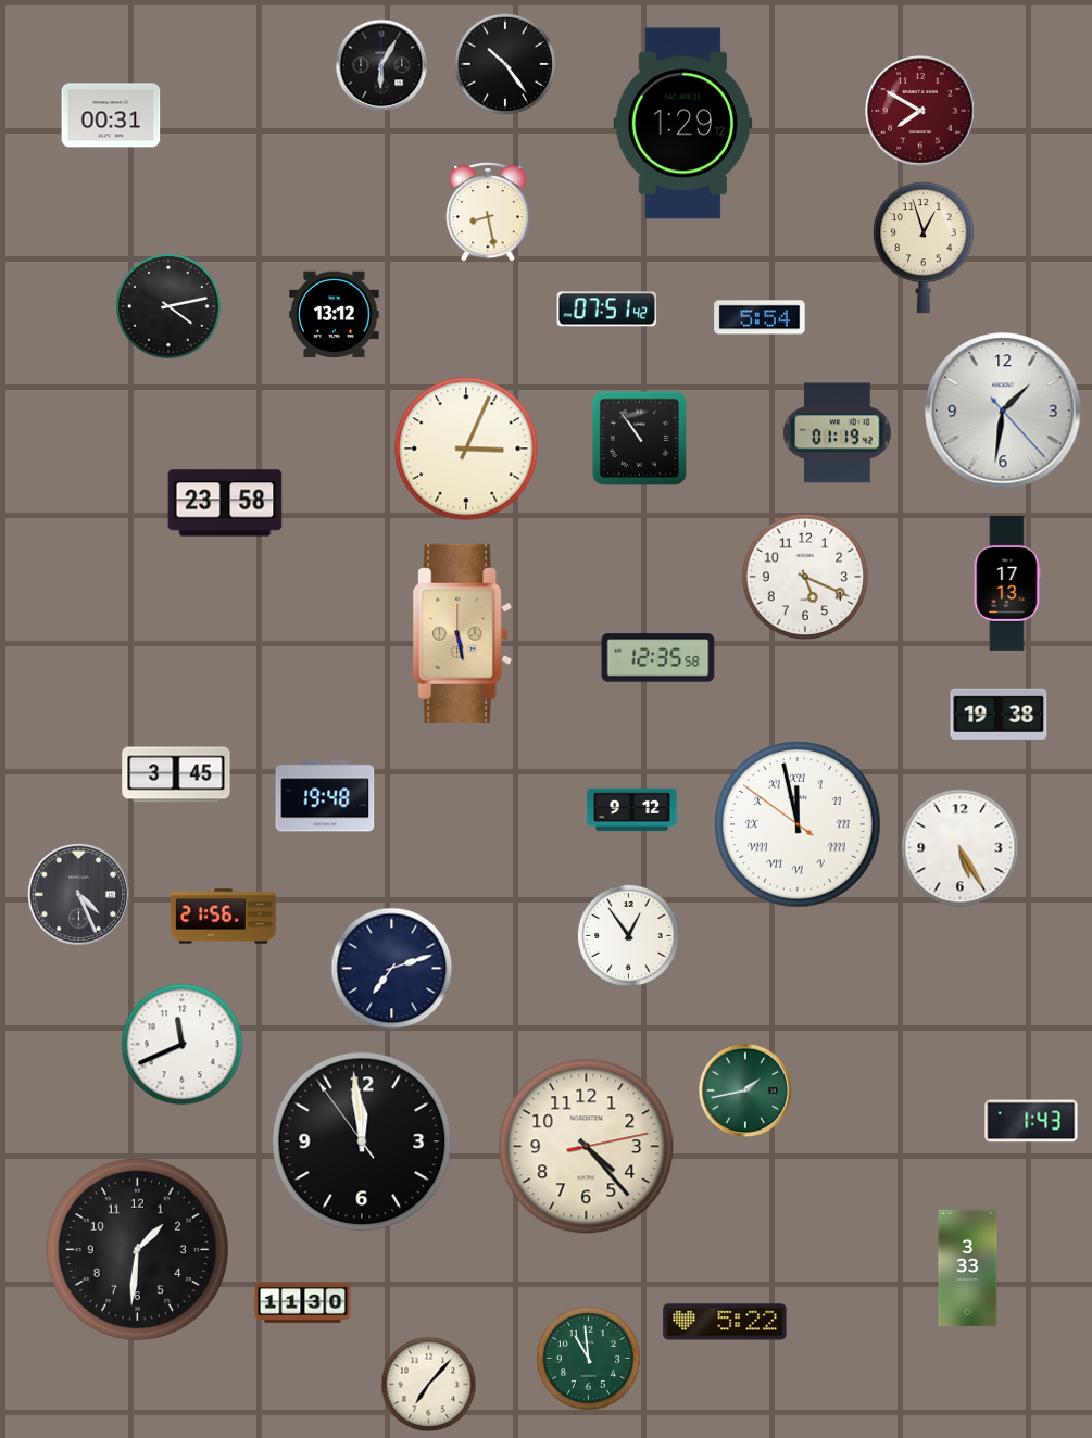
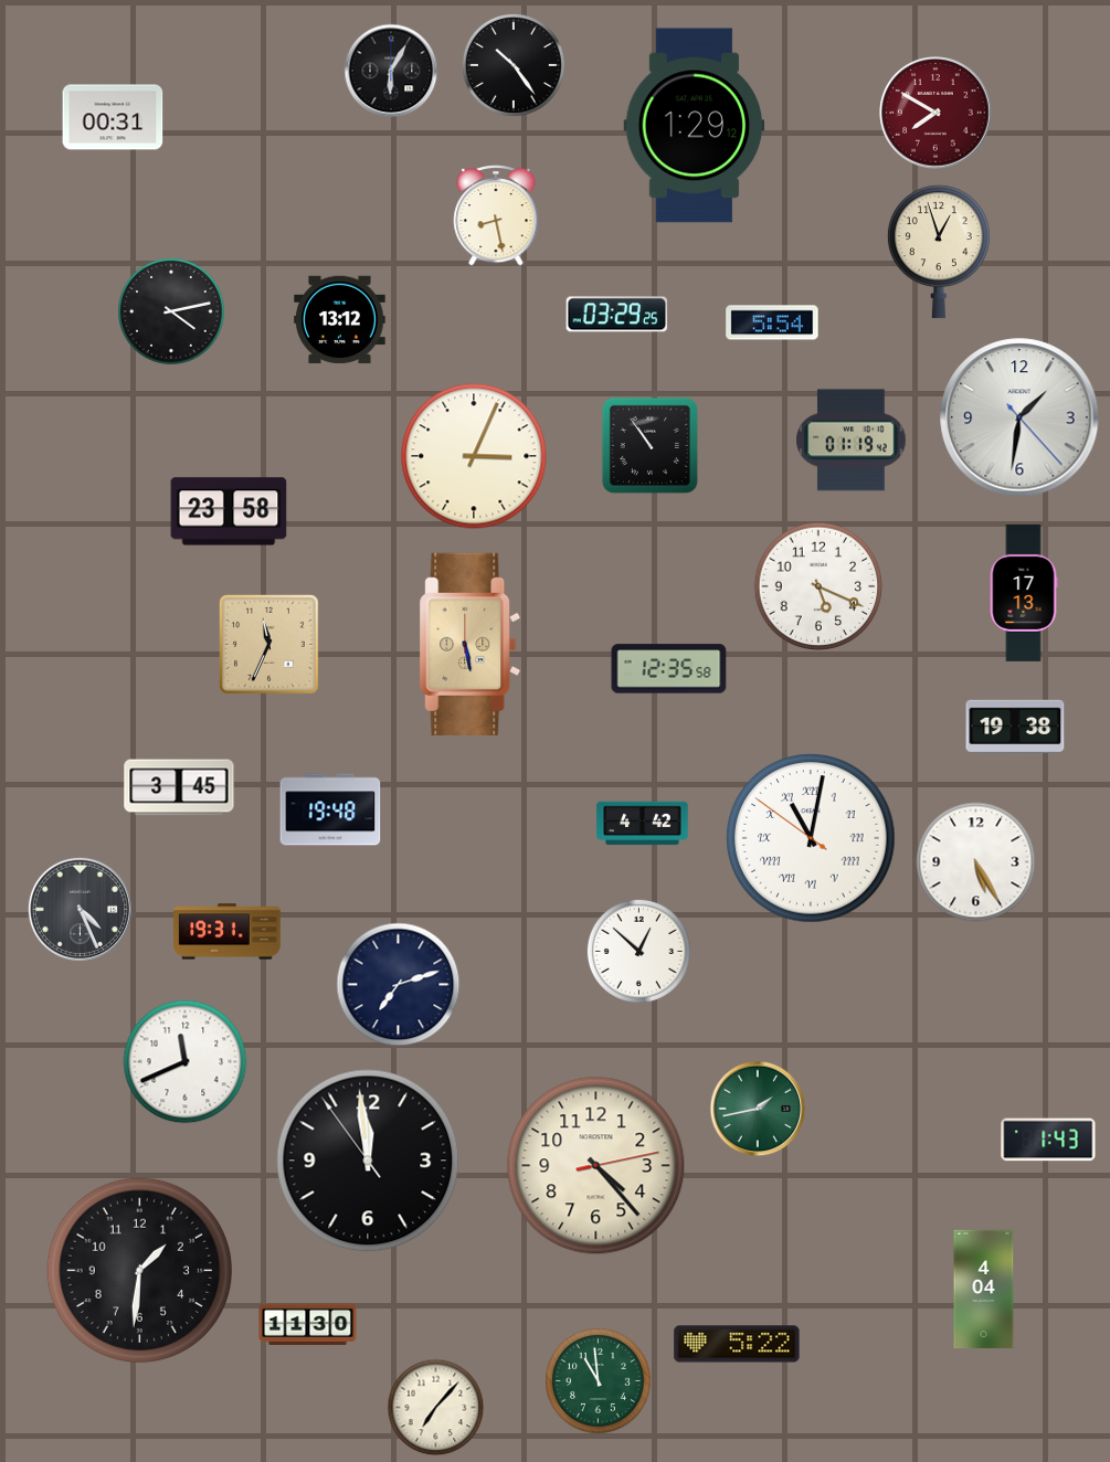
clock at (381, 65) position: (381, 65) -> (391, 71)
clock at (607, 310): 07:51 -> 03:29
clock at (268, 644): none -> 11:34
clock at (632, 810): 9:12 -> 4:42
clock at (798, 824): 11:57 -> 11:01
clock at (224, 917): 21:56 -> 19:31
clock at (628, 935): 12:54 -> 12:52
clock at (968, 1269): 3:33 -> 4:04
